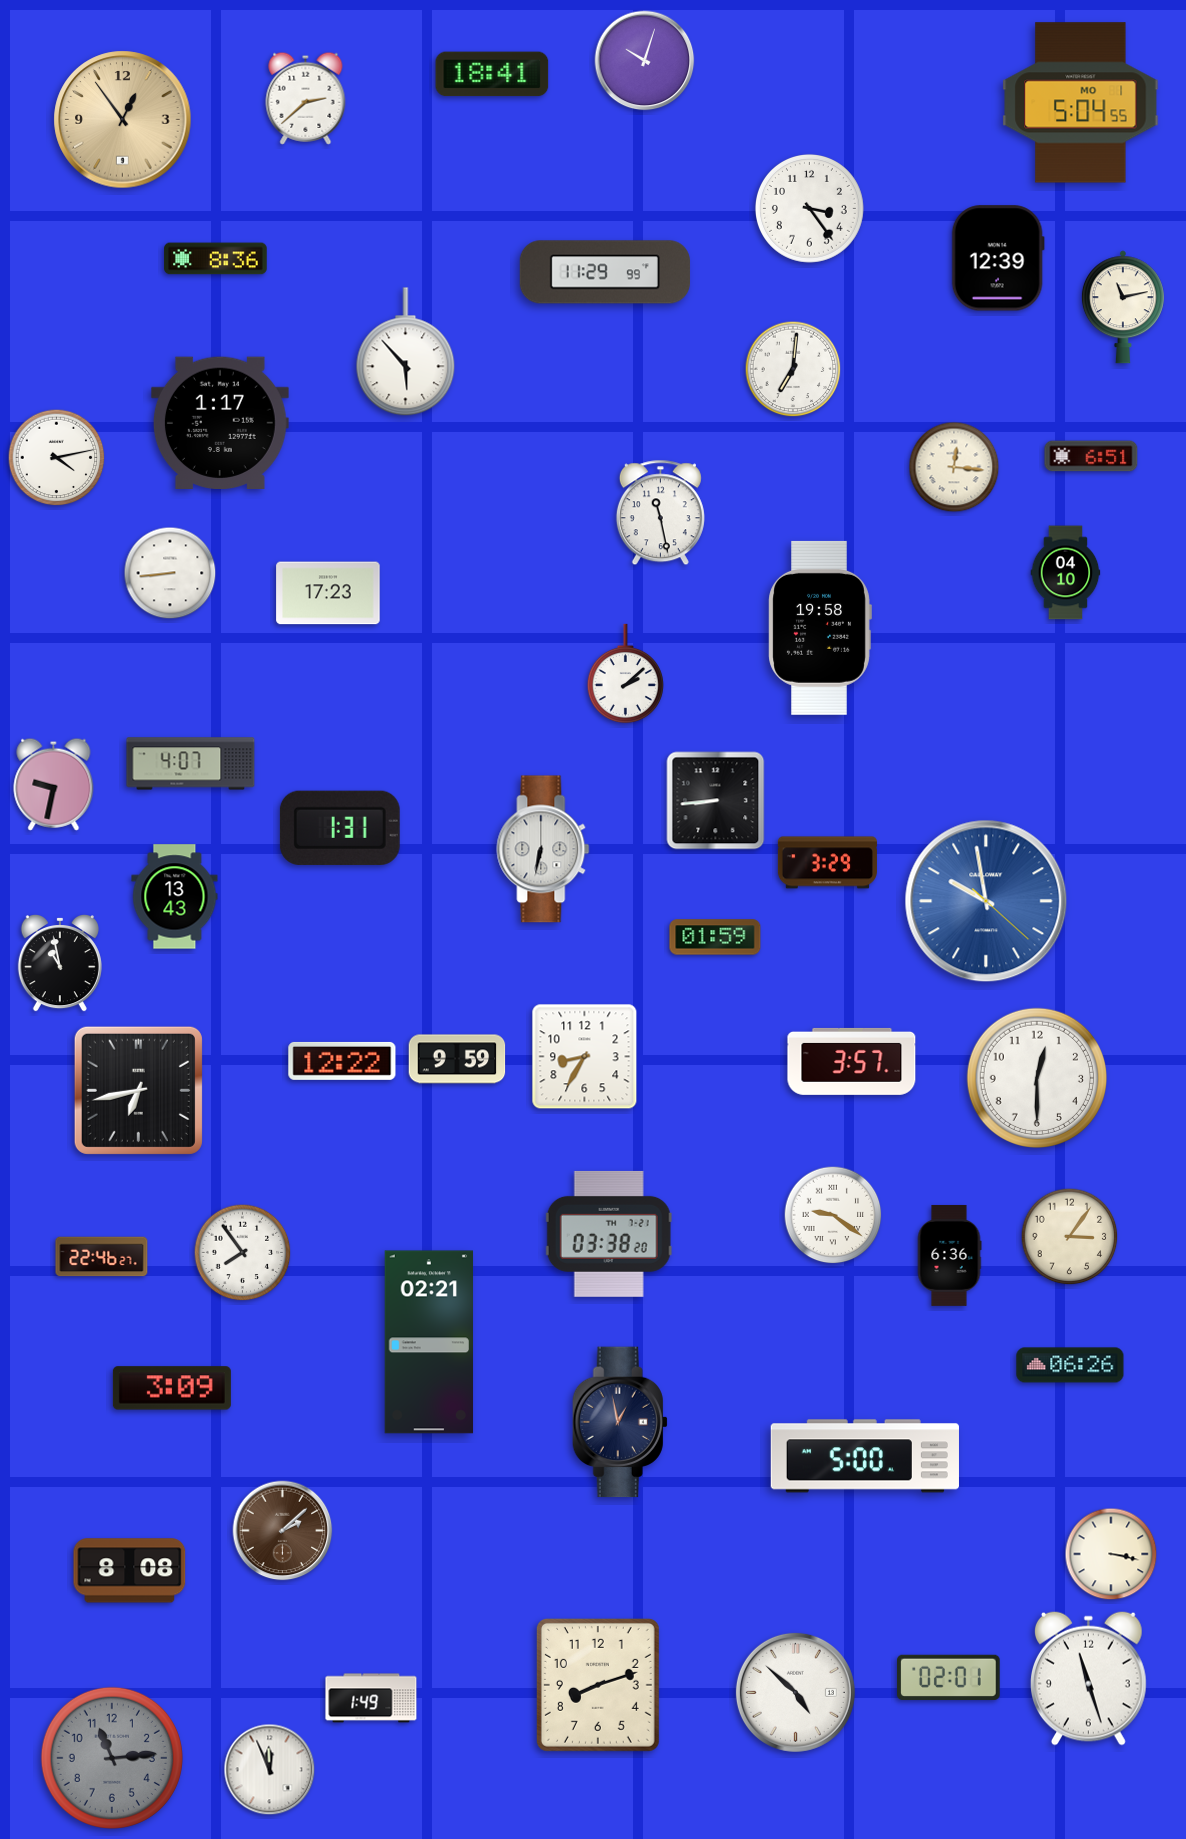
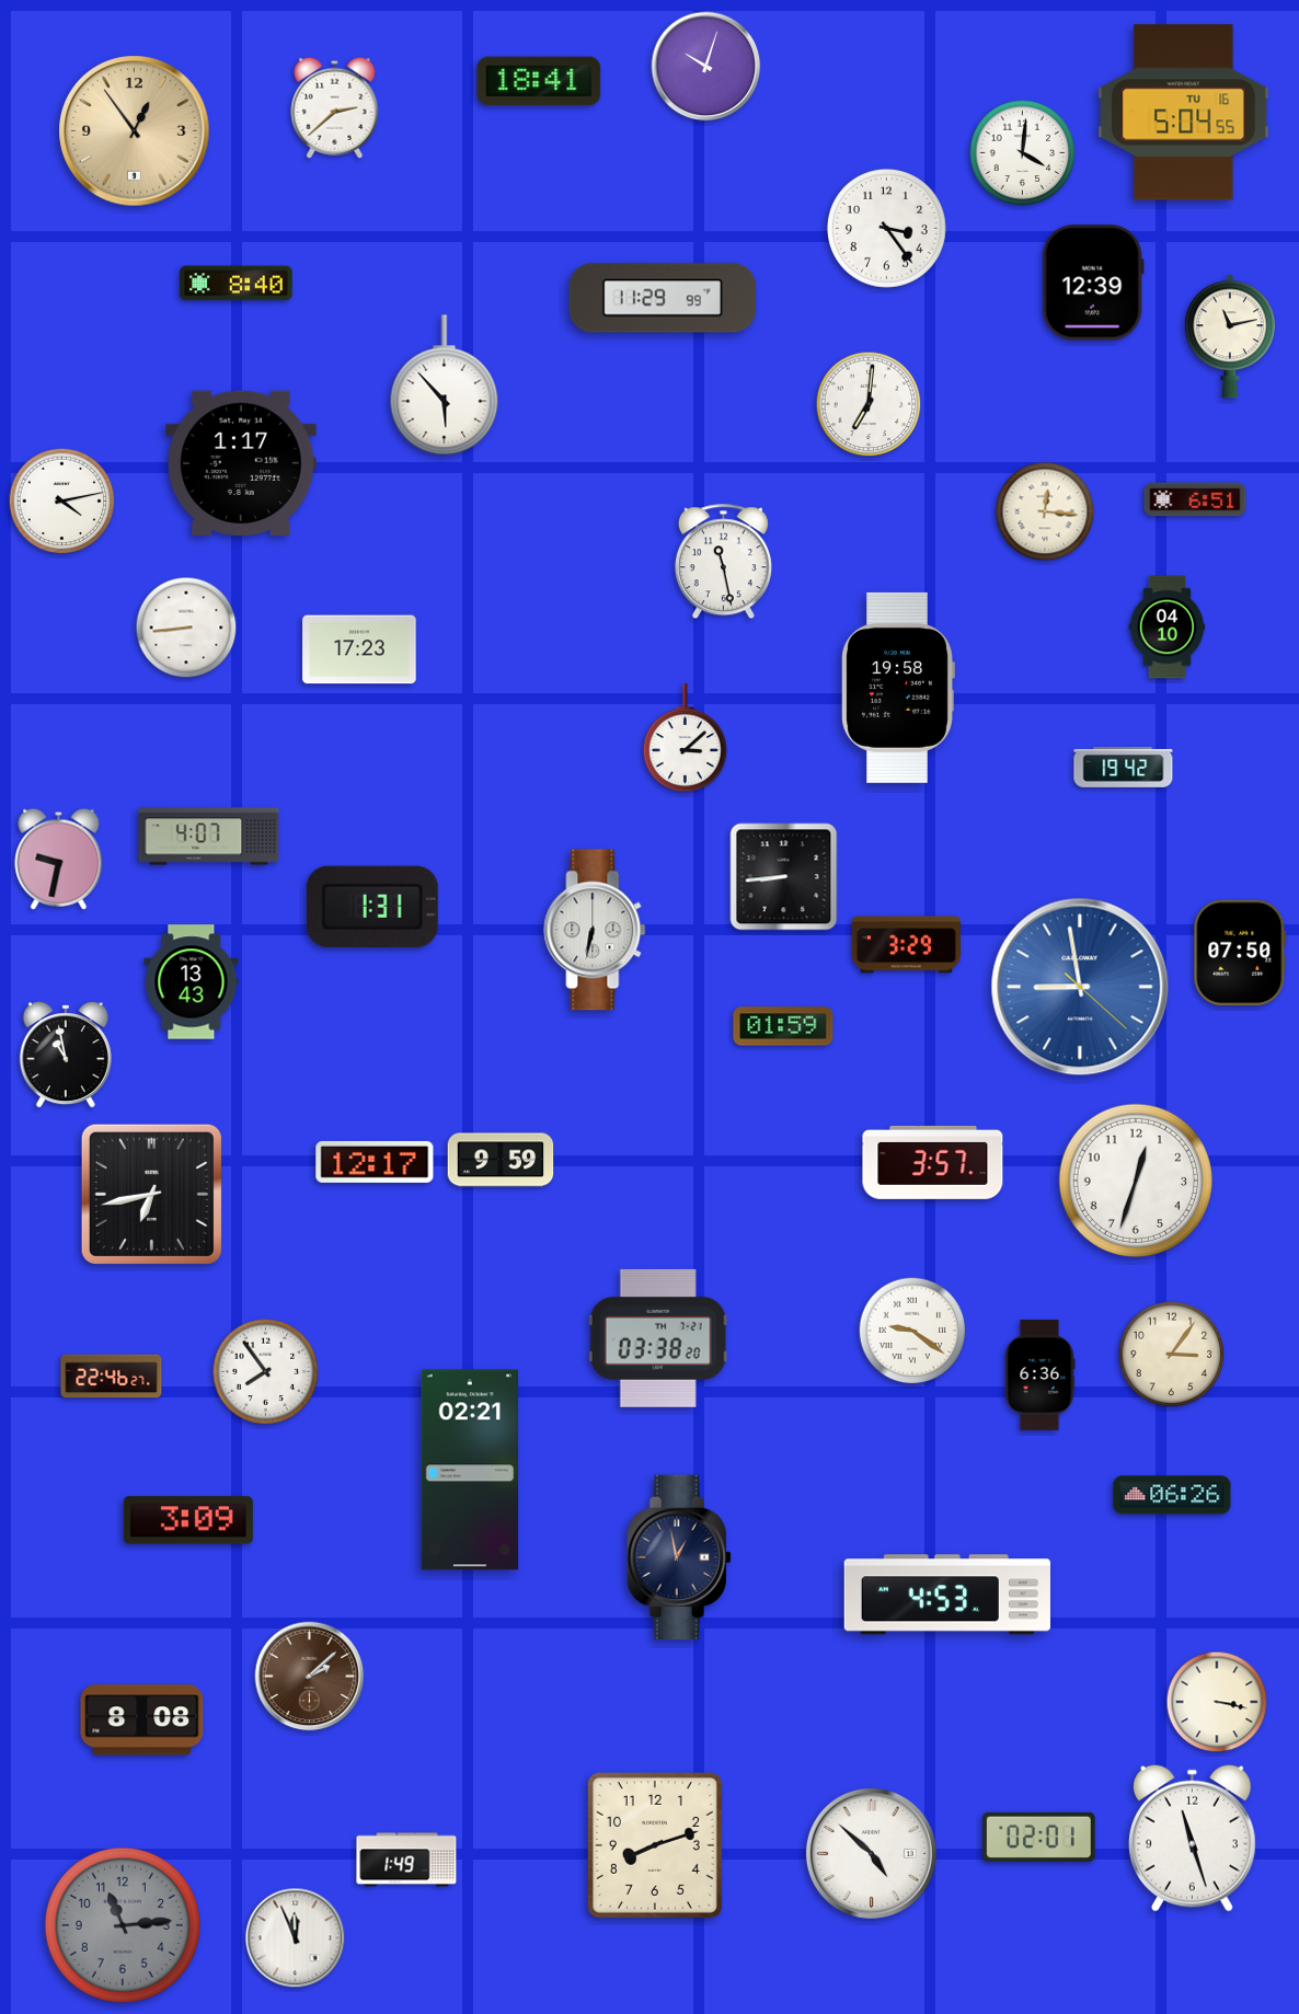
clock at (1081, 103) date: MO 1 -> TU 16
clock at (1023, 153): none -> 4:01
clock at (216, 259): 8:36 -> 8:40
clock at (625, 674): 2:08 -> 3:08
clock at (1124, 767): none -> 19:42
clock at (1240, 953): none -> 07:50
clock at (986, 901): 9:58 -> 8:58
clock at (585, 1057): 8:35 -> none
clock at (342, 1061): 12:22 -> 12:17
clock at (1036, 1077): 12:30 -> 12:33
clock at (609, 1234) position: (609, 1234) -> (658, 1338)
clock at (865, 1456): 5:00 -> 4:53
